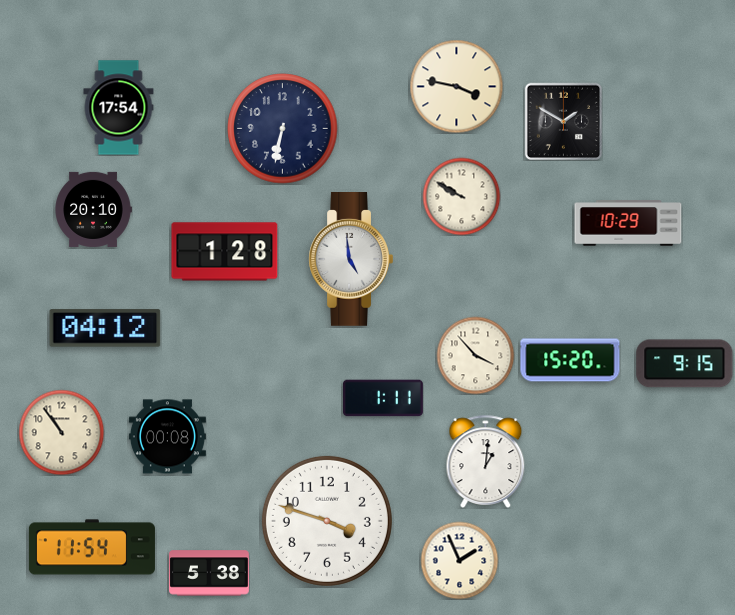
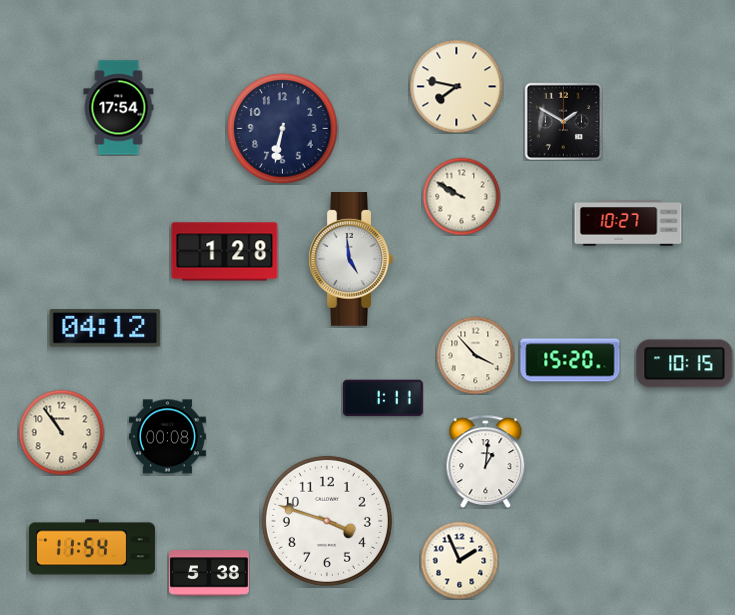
clock at (456, 86): 3:47 -> 7:47
clock at (93, 209): 20:10 -> none
clock at (628, 223): 10:29 -> 10:27
clock at (685, 364): 9:15 -> 10:15
